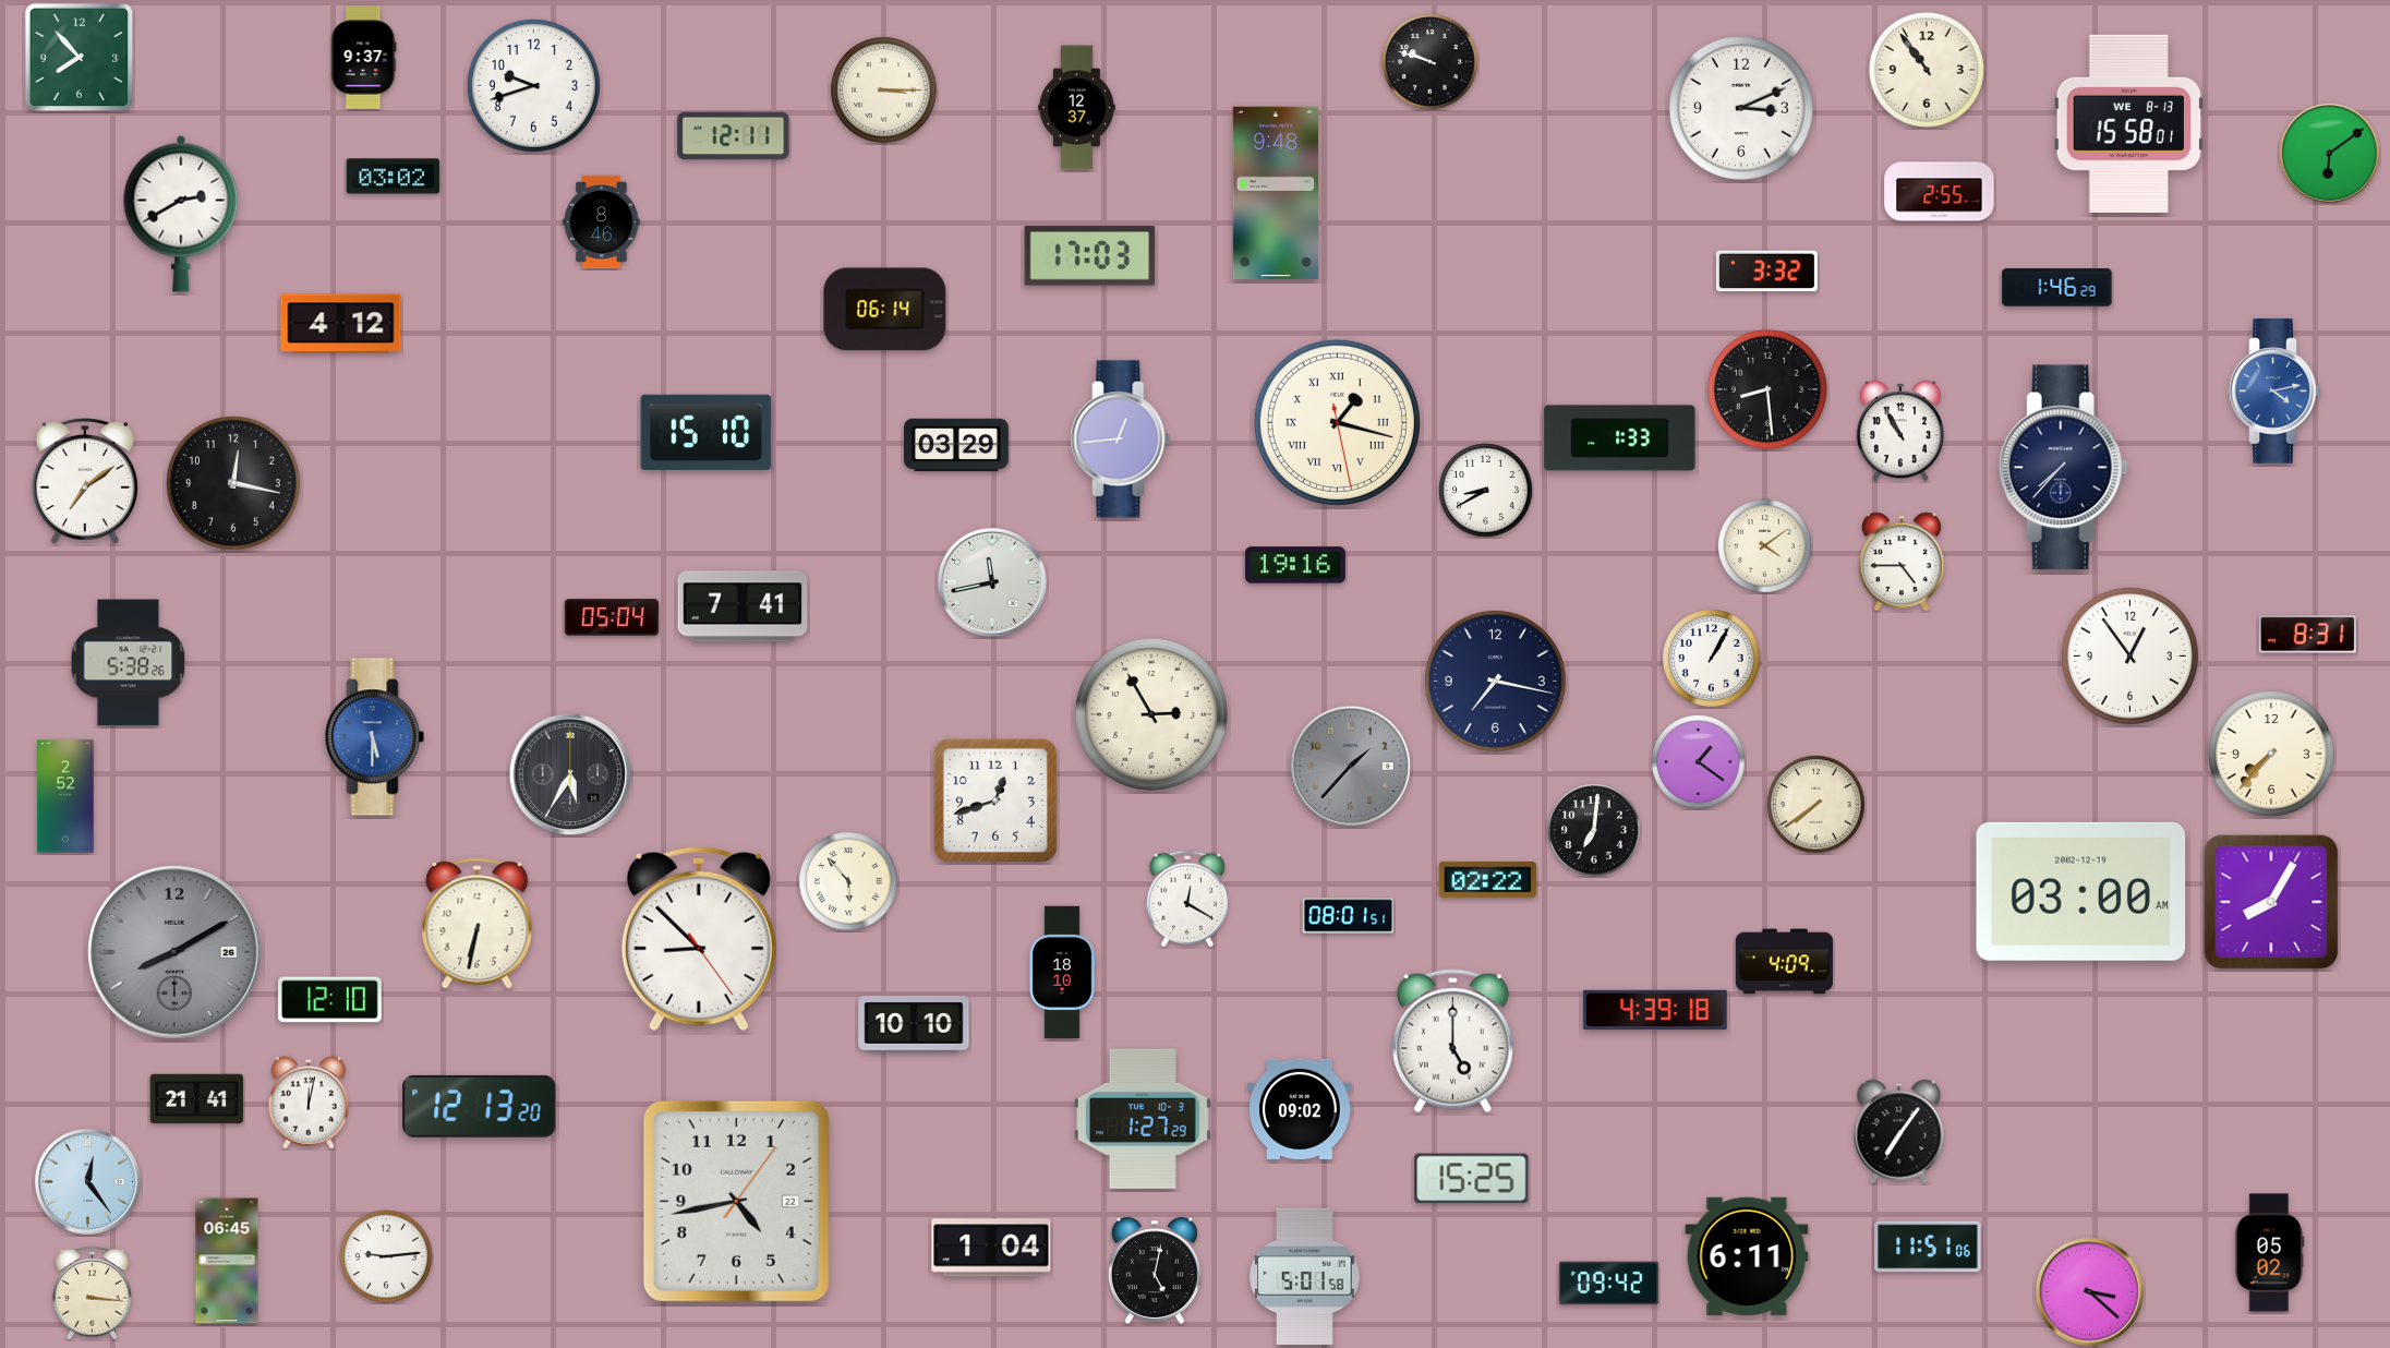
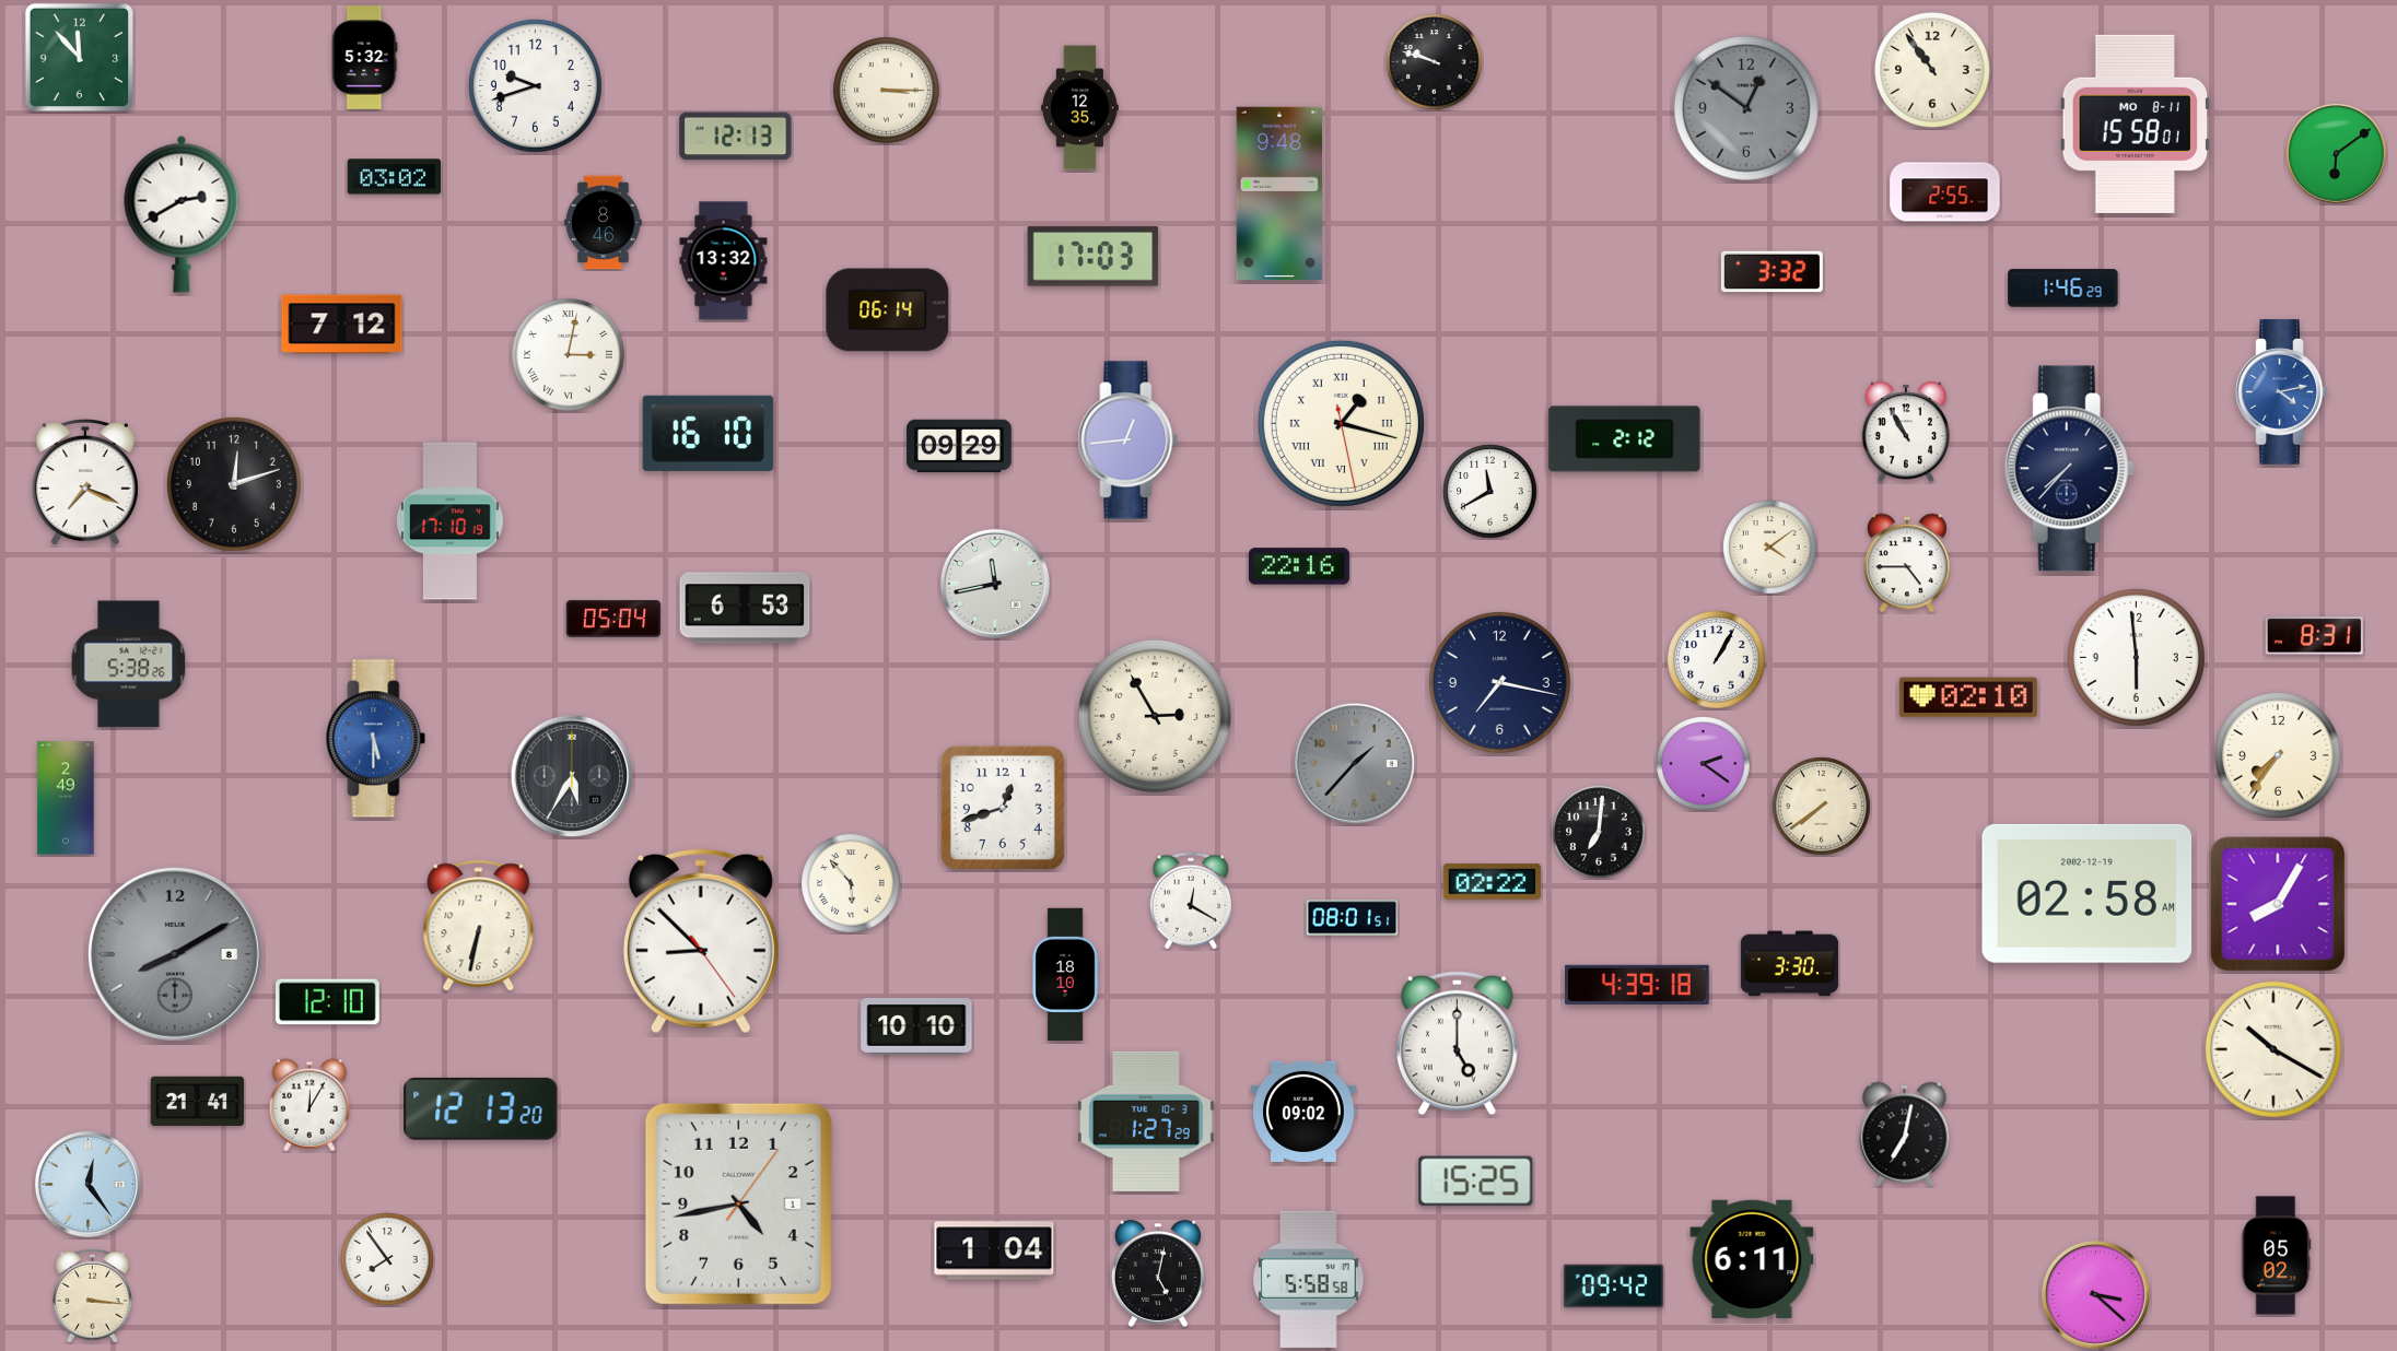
clock at (80, 58): 7:53 -> 11:53
clock at (364, 58): 9:37 -> 5:32
clock at (1077, 108): 12:37 -> 12:35
clock at (1741, 108): 3:11 -> 12:51
clock at (1741, 108) dial: white -> grey
clock at (2129, 123) date: WE 8-13 -> MO 8-11
clock at (734, 136): 12:11 -> 12:13
clock at (724, 261): none -> 13:32
clock at (341, 324): 4:12 -> 7:12
clock at (569, 355): none -> 3:02
clock at (1769, 390): 8:29 -> none
clock at (707, 432): 15:10 -> 16:10
clock at (1620, 438): 1:33 -> 2:12
clock at (1121, 440) position: (1121, 440) -> (1129, 440)
clock at (956, 445): 03:29 -> 09:29
clock at (85, 481): 7:09 -> 7:19
clock at (233, 483): 12:17 -> 12:12
clock at (1486, 491): 8:40 -> 11:40
clock at (451, 521): none -> 17:10
clock at (1295, 565): 19:16 -> 22:16
clock at (743, 606): 7:41 -> 6:53
clock at (2129, 655): 12:54 -> 5:59
clock at (1968, 697): none -> 02:10
clock at (2271, 754): 7:37 -> 7:36
clock at (1699, 762): 1:21 -> 2:21
clock at (1350, 766) position: (1350, 766) -> (1354, 763)
clock at (65, 796): 2:52 -> 2:49
clock at (995, 801) position: (995, 801) -> (1003, 808)
clock at (2081, 891): 03:00 -> 02:58
clock at (174, 952) date: 26 -> 8
clock at (1784, 962): 4:09 -> 3:30
clock at (330, 1000) position: (330, 1000) -> (328, 1002)
clock at (1655, 1010) position: (1655, 1010) -> (1637, 985)
clock at (2273, 1049): none -> 10:20
clock at (309, 1103): 12:02 -> 12:05
clock at (1899, 1132): 7:06 -> 7:02
clock at (736, 1201) date: 22 -> 1
clock at (1928, 1247): 11:51 -> none
clock at (386, 1256): 9:14 -> 7:54
clock at (227, 1261): 06:45 -> none
clock at (1305, 1276): 5:01 -> 5:58
